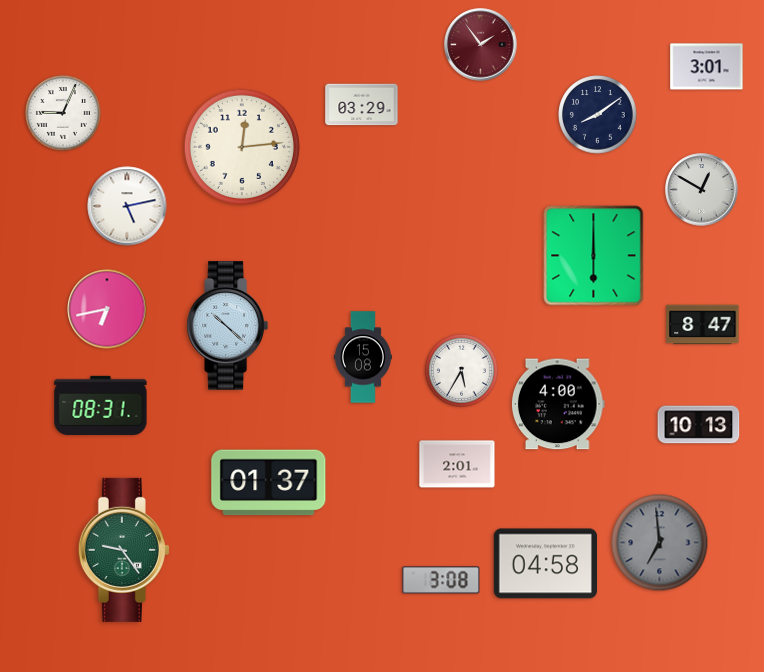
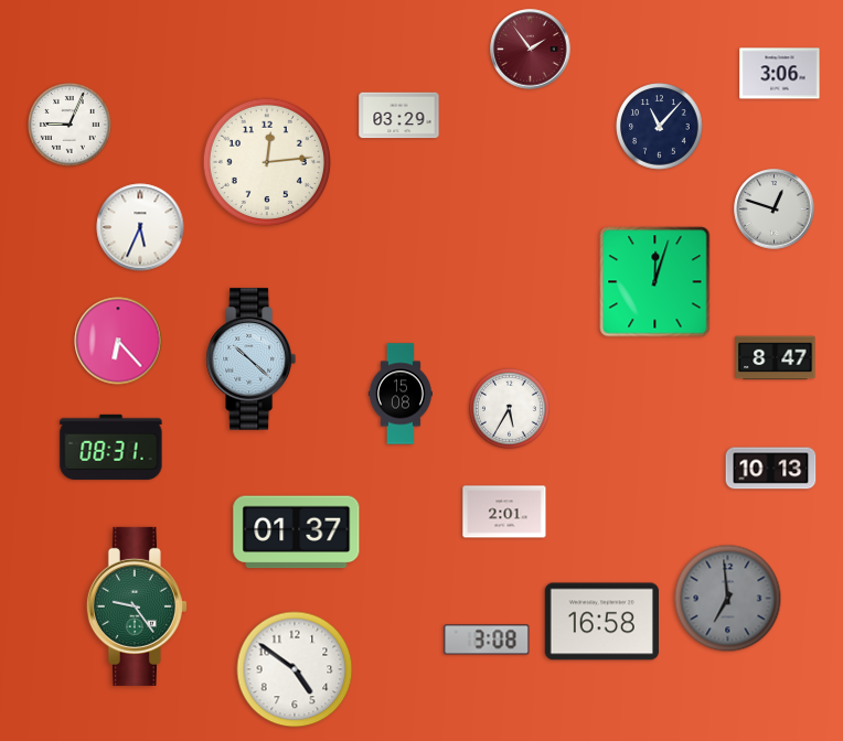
clock at (707, 67): 3:01 -> 3:06
clock at (598, 115): 8:09 -> 11:07
clock at (702, 190): 12:50 -> 12:48
clock at (127, 206): 5:13 -> 5:34
clock at (594, 256): 6:00 -> 12:03
clock at (107, 309): 6:43 -> 6:23
clock at (558, 404): 4:00 -> none
clock at (545, 564): 04:58 -> 16:58
clock at (295, 669): none -> 4:51
